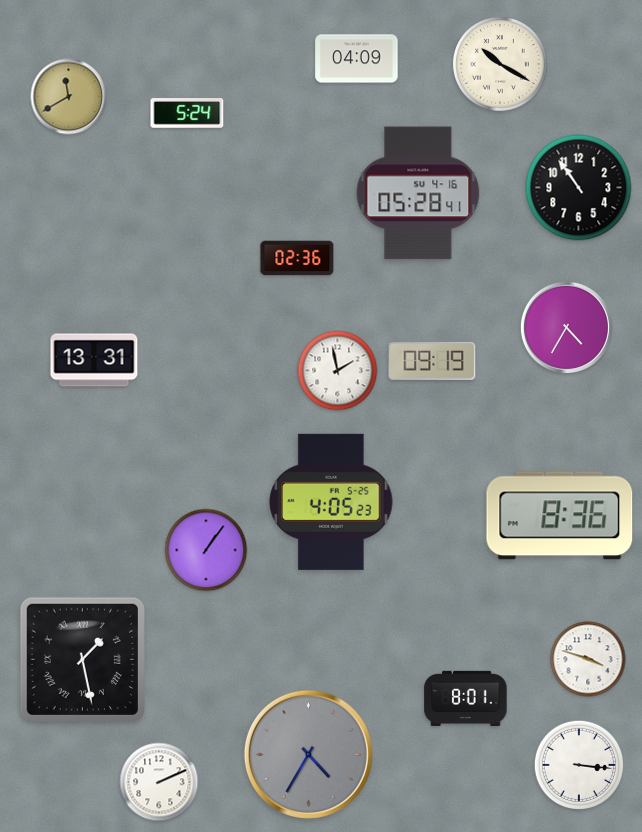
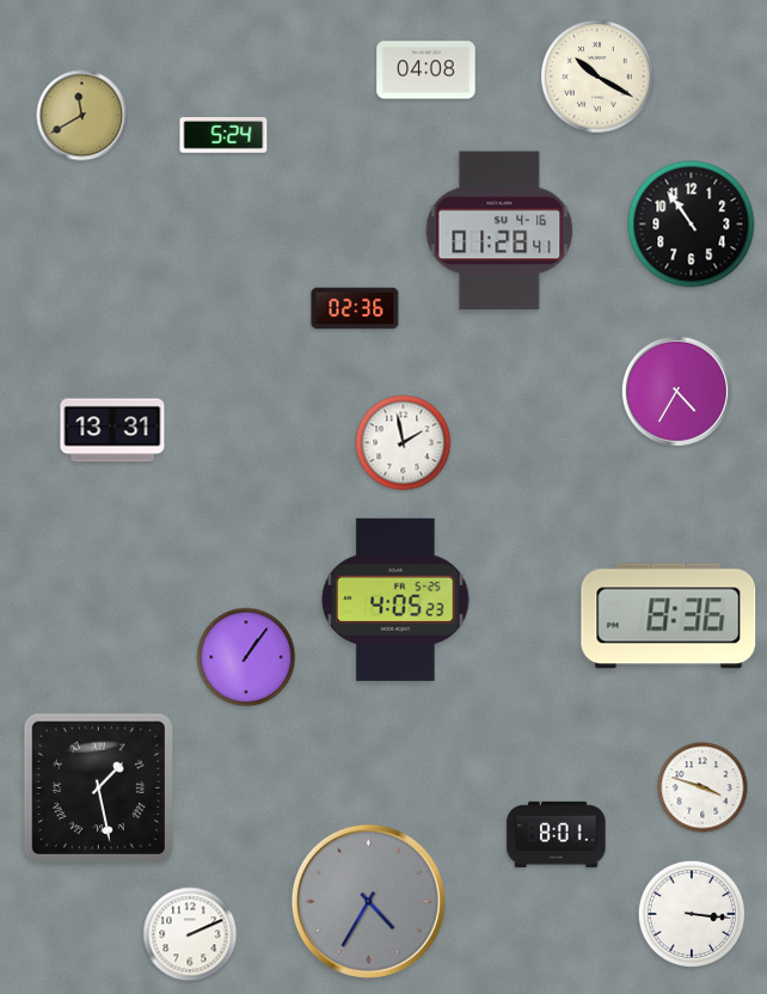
clock at (357, 59): 04:09 -> 04:08
clock at (418, 193): 05:28 -> 01:28
clock at (432, 361): 09:19 -> none
